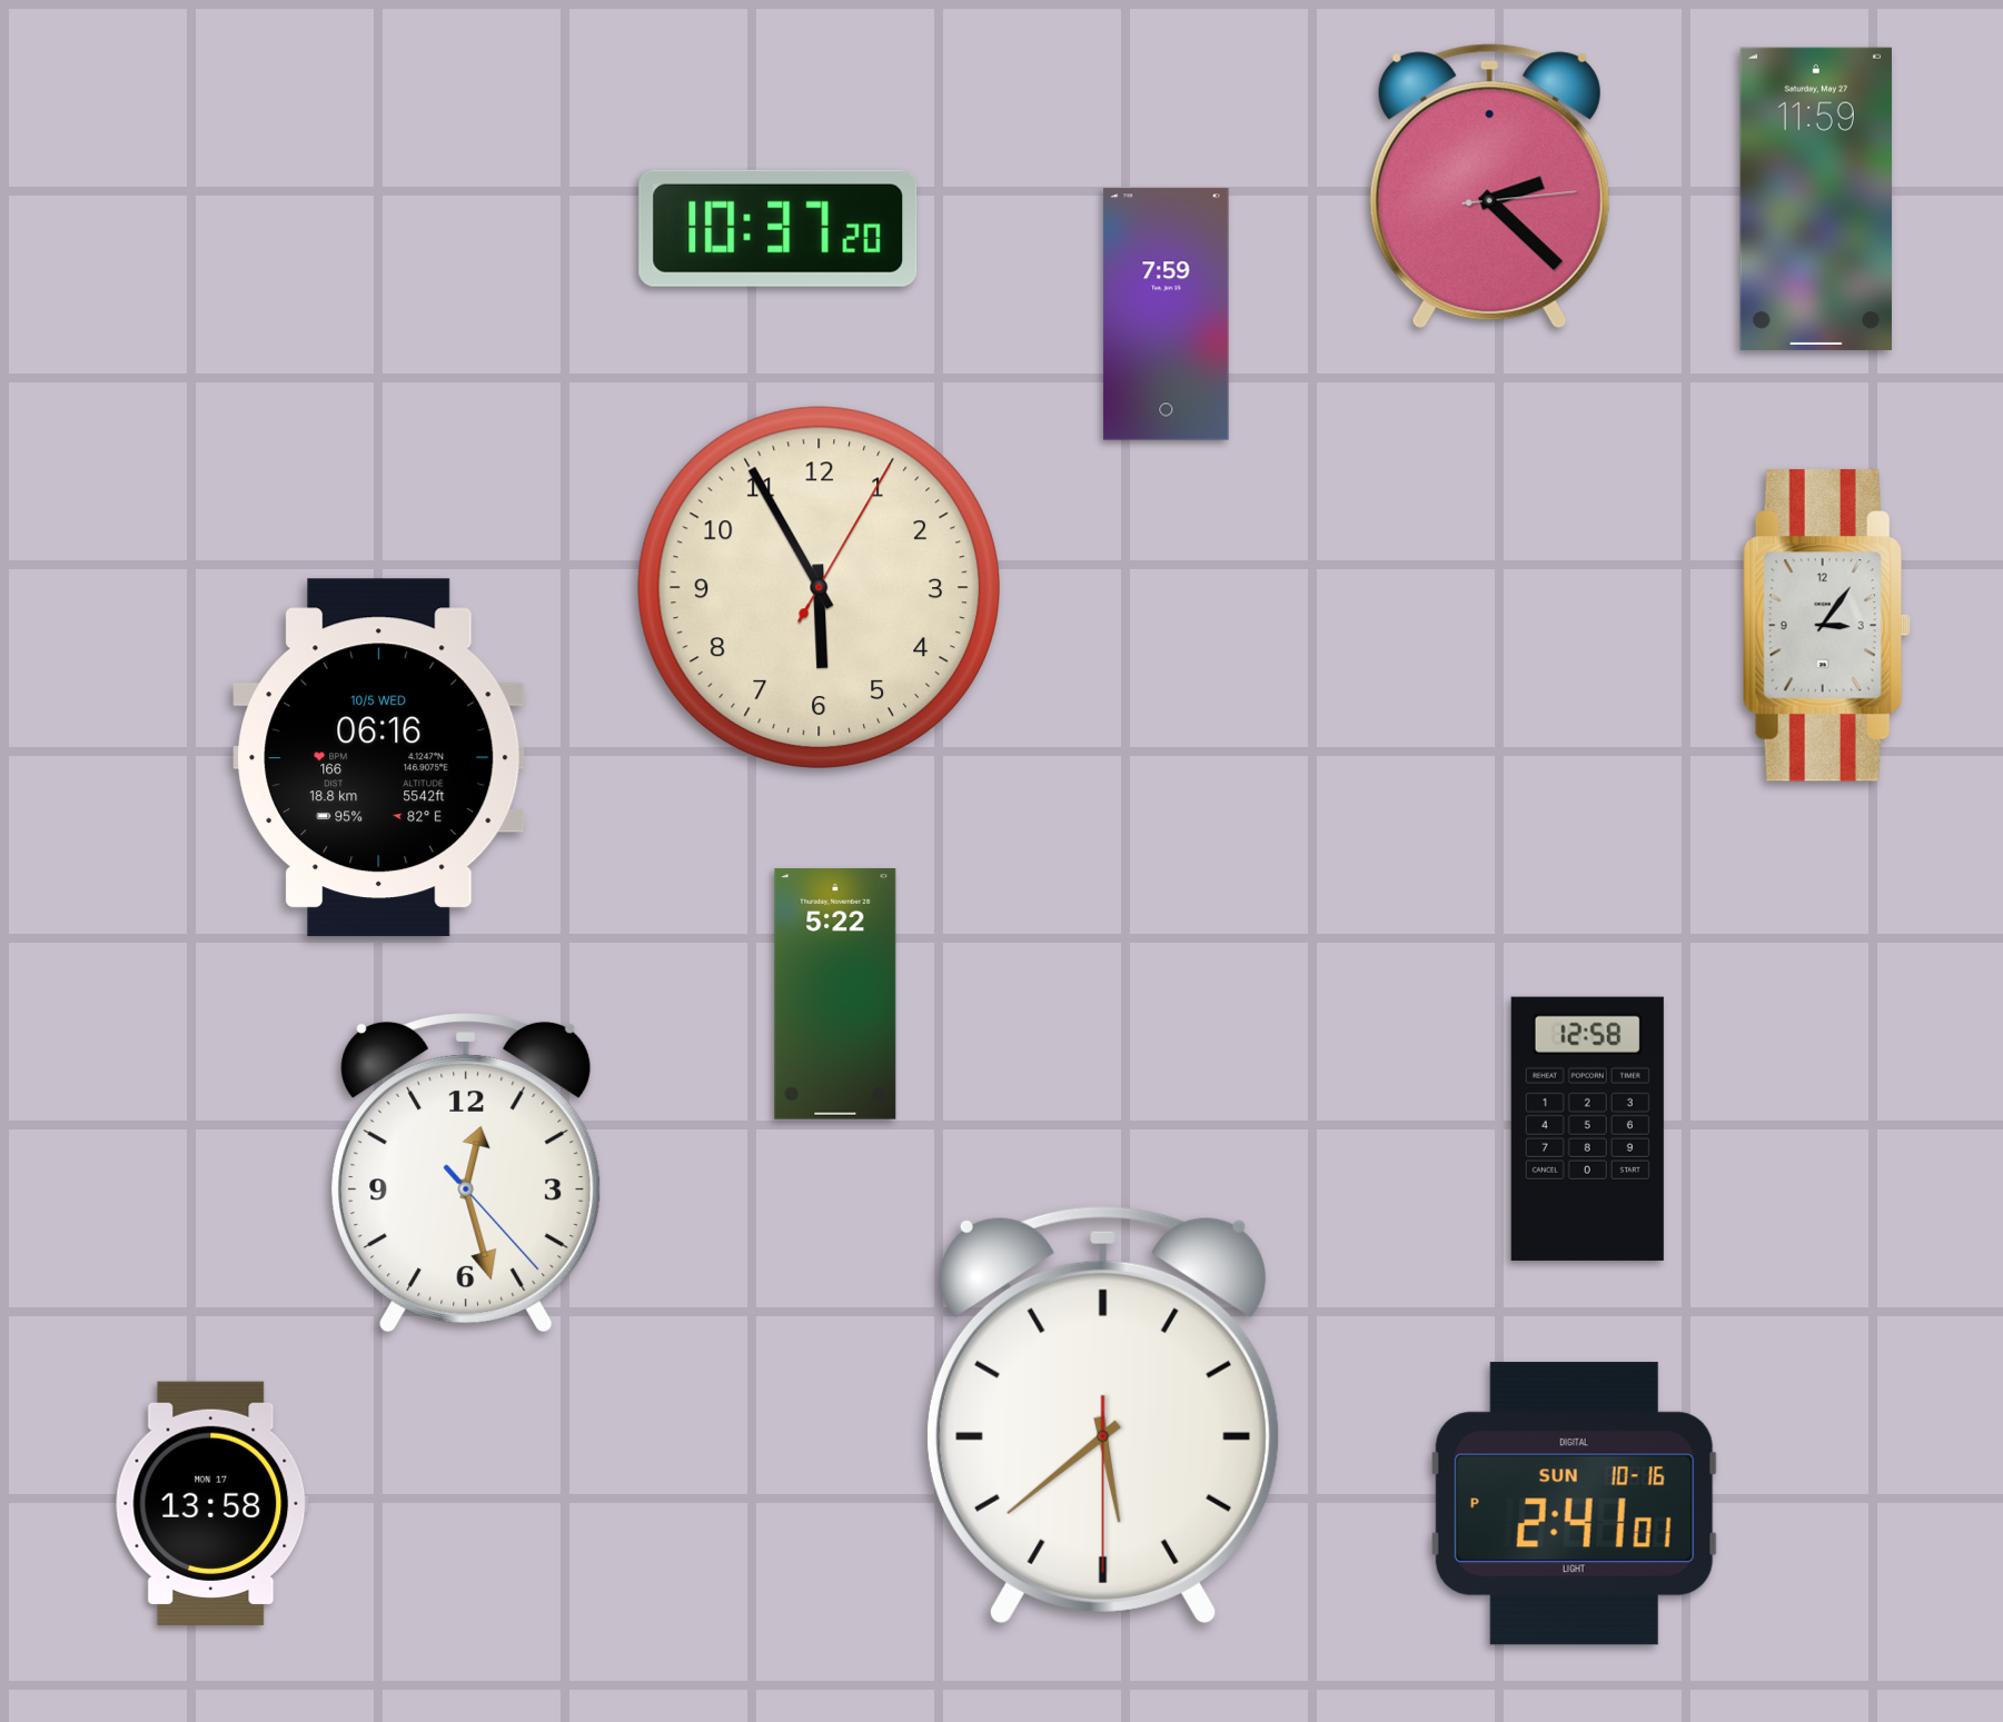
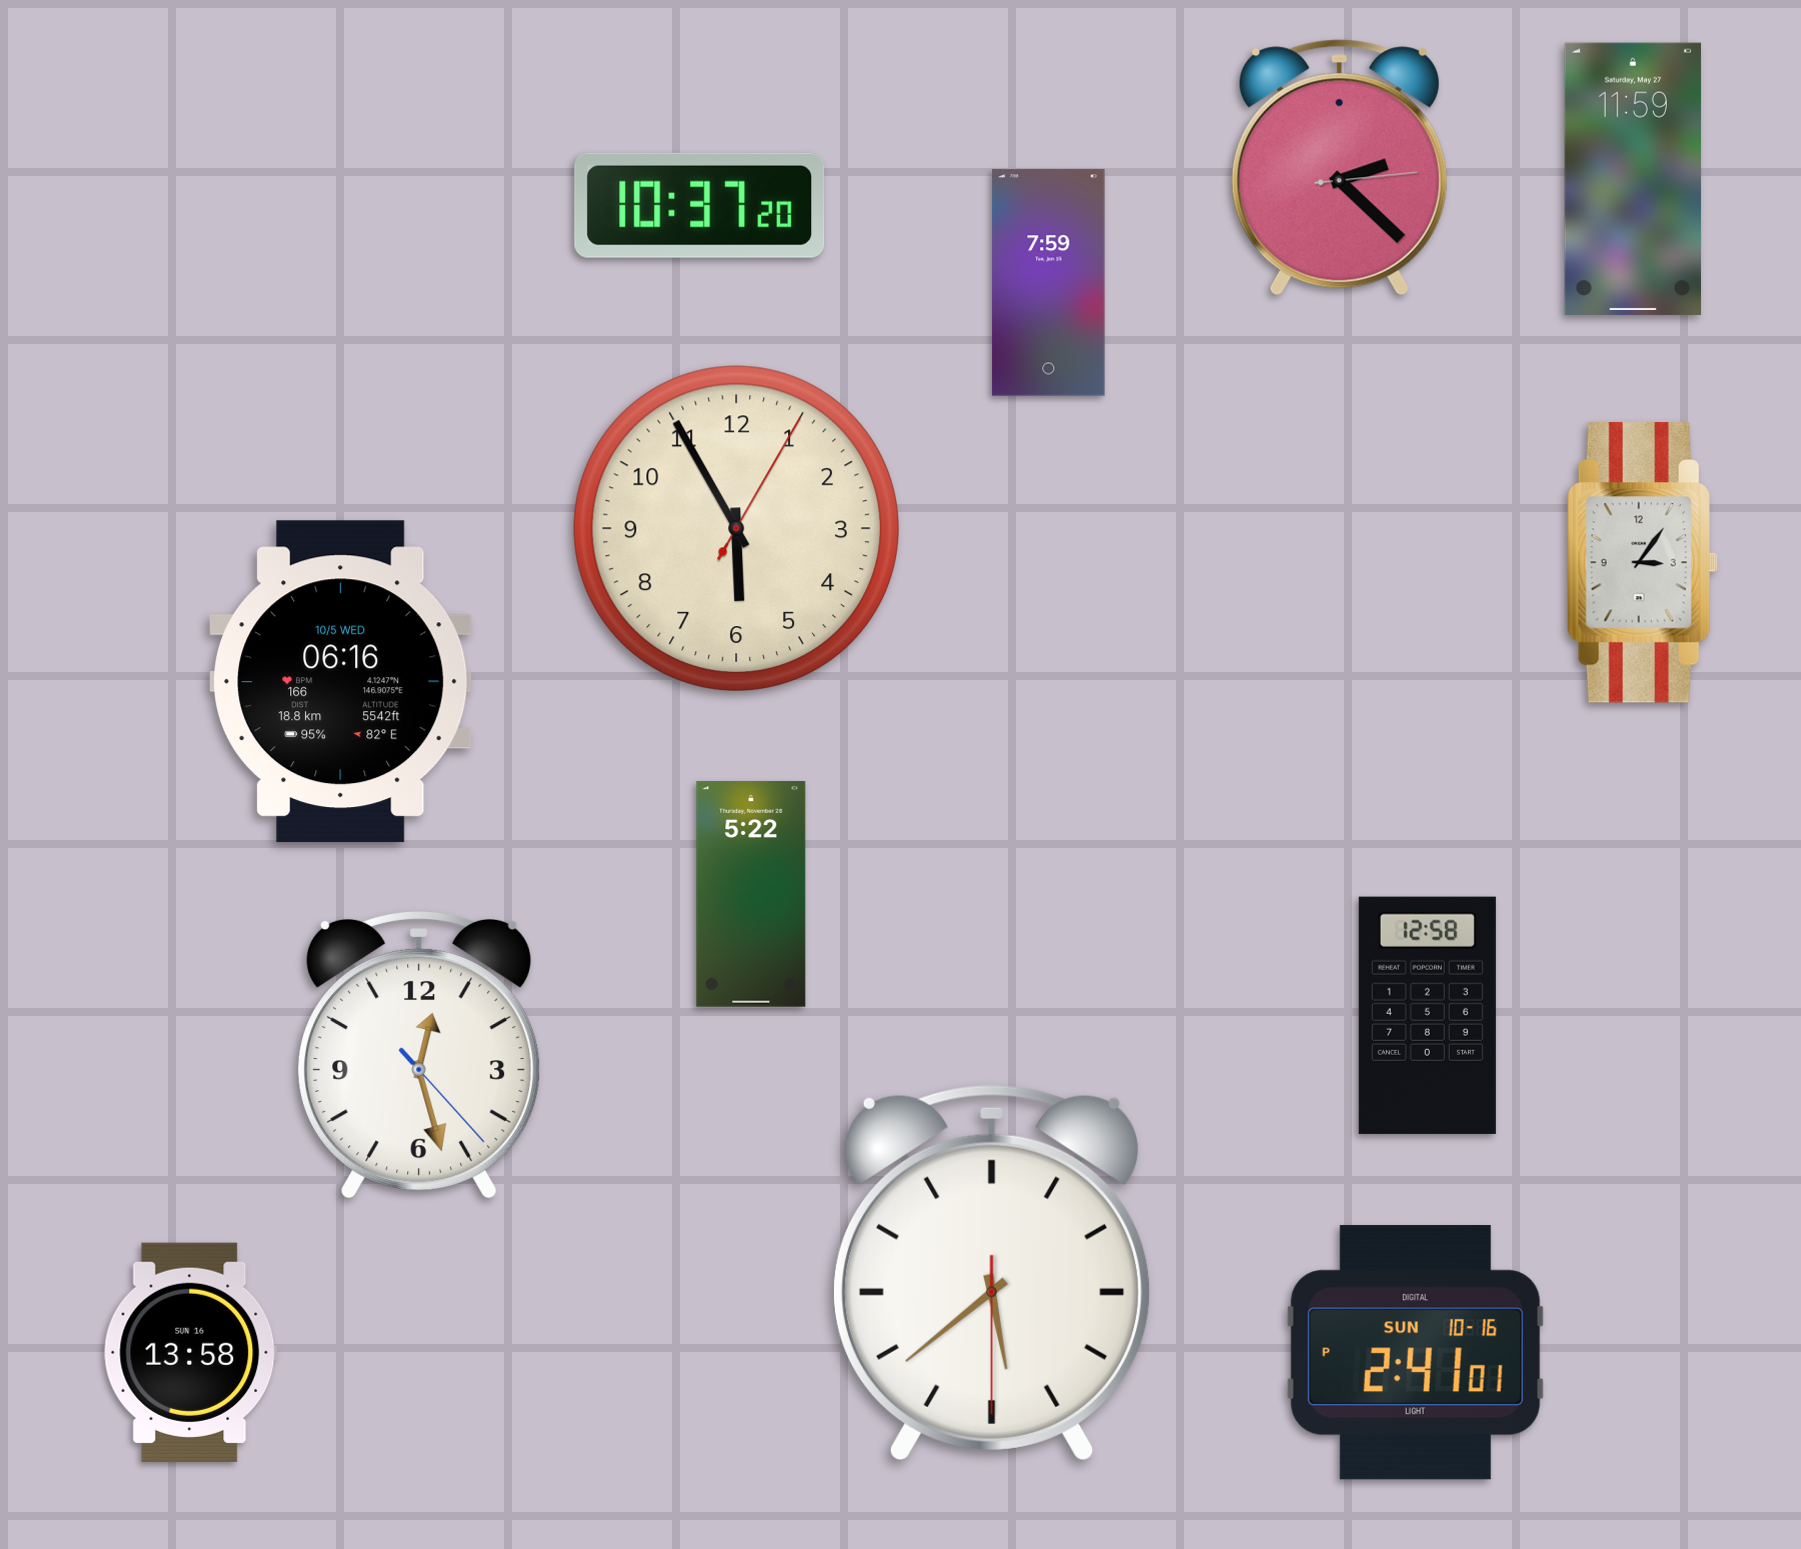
clock at (212, 1503) date: MON 17 -> SUN 16
